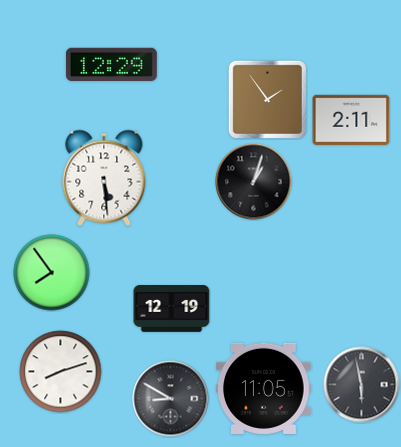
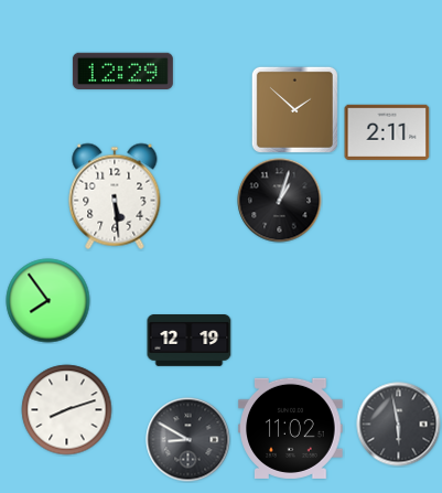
clock at (267, 99): 1:54 -> 1:52
clock at (52, 273) position: (52, 273) -> (48, 301)
clock at (264, 388): 11:05 -> 11:02
